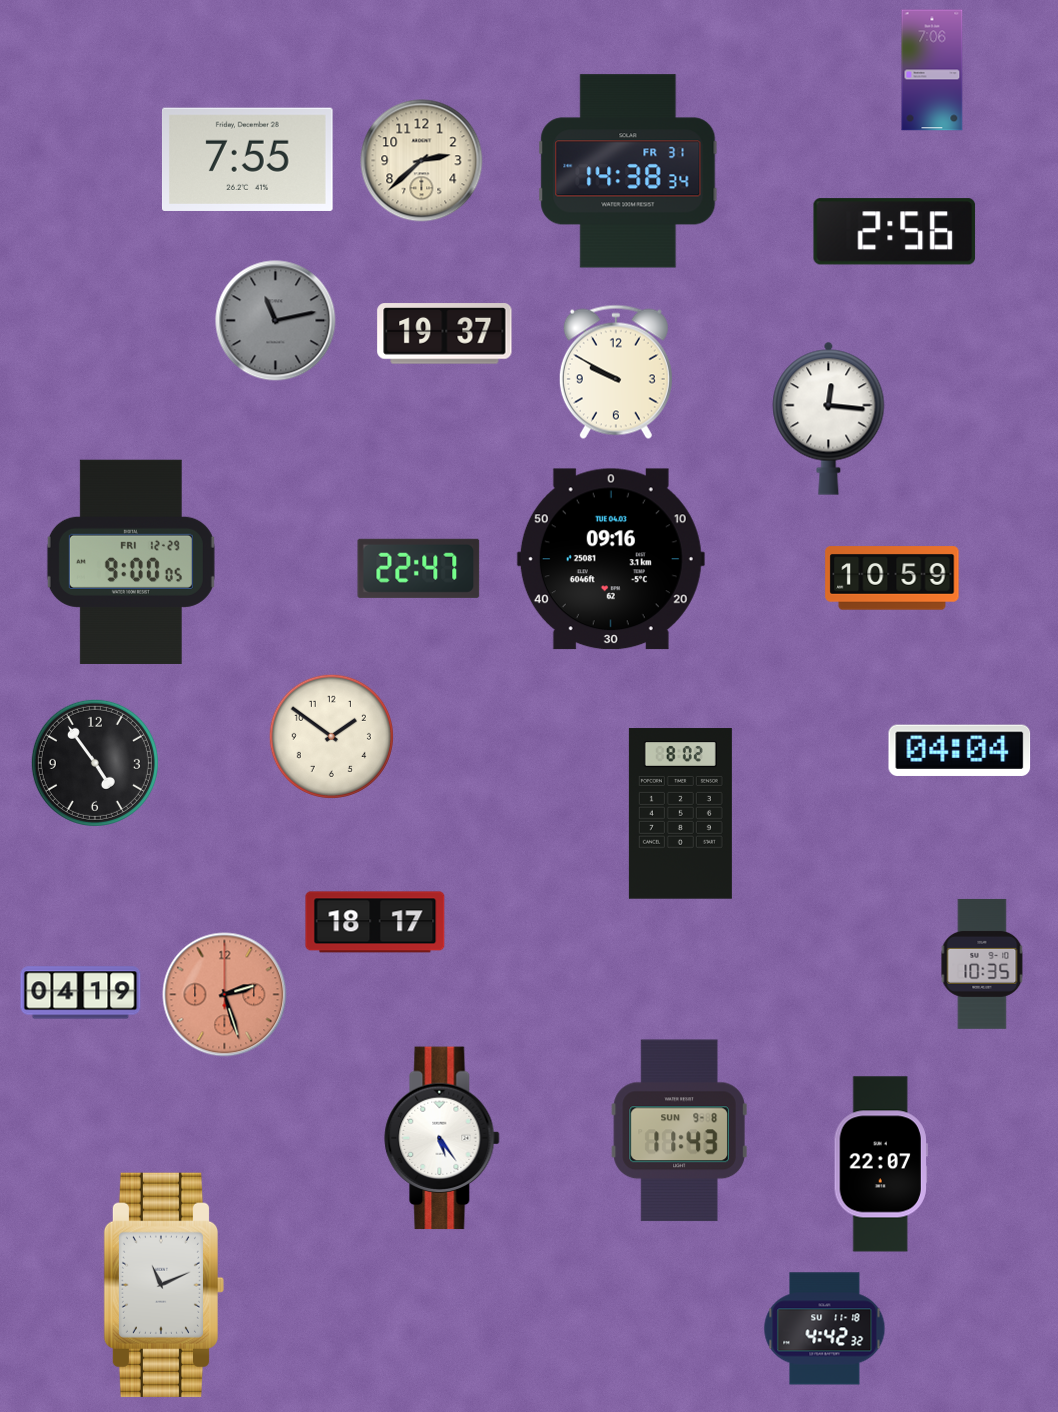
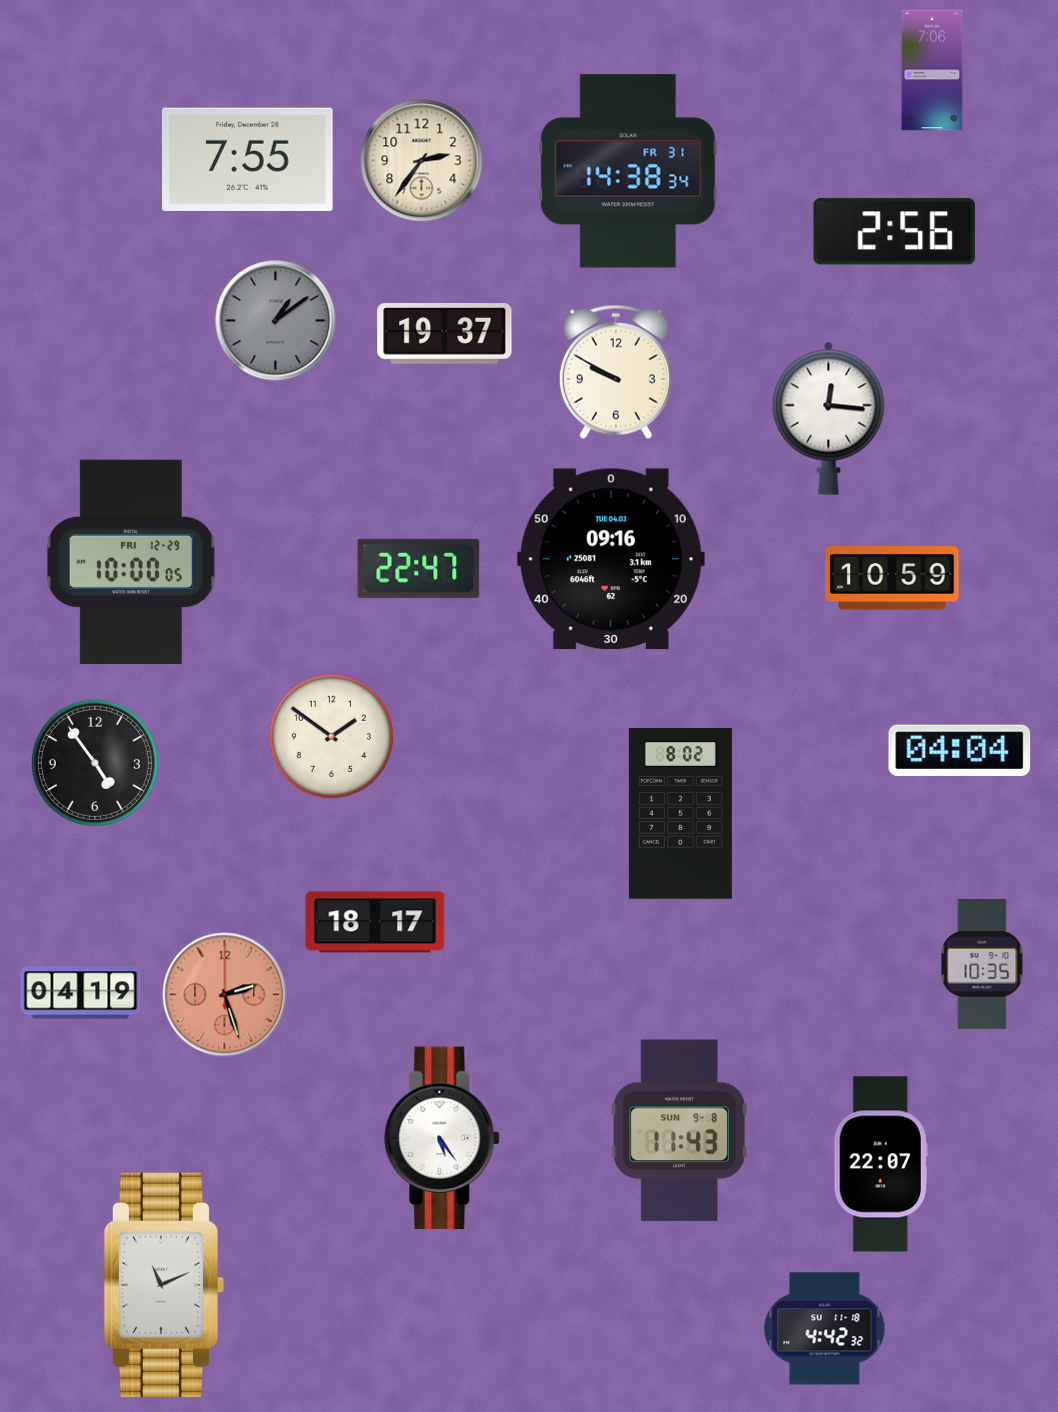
clock at (422, 161): 2:38 -> 2:36
clock at (276, 321): 11:13 -> 1:09
clock at (131, 562): 9:00 -> 10:00
